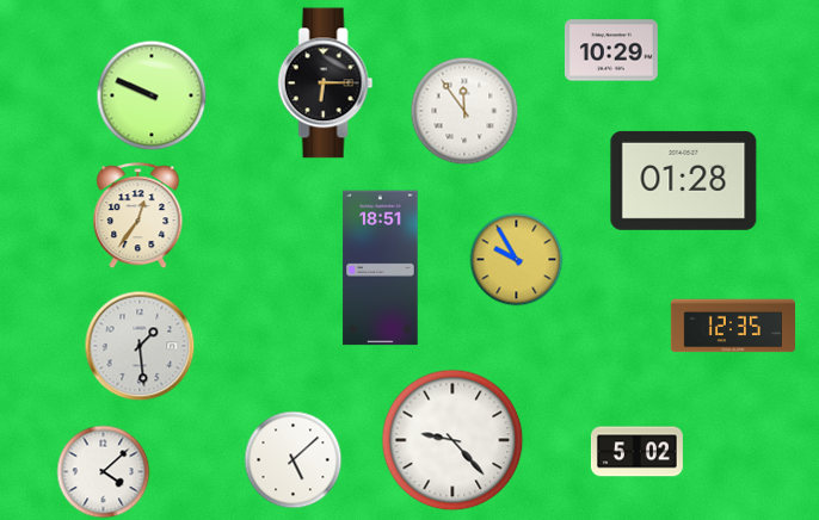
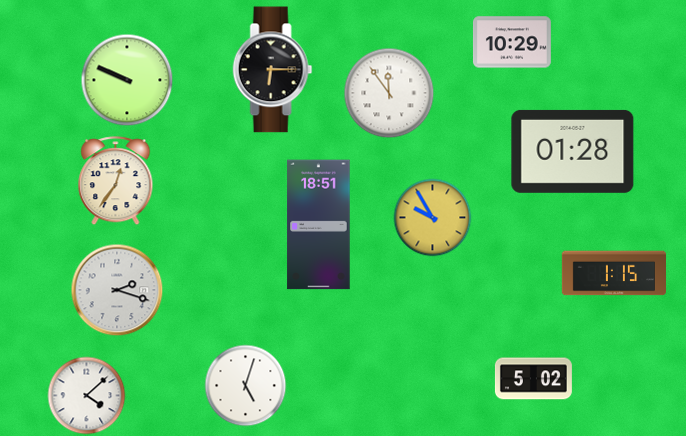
clock at (732, 326): 12:35 -> 1:15
clock at (140, 346): 1:29 -> 2:18
clock at (452, 440): 9:23 -> none
clock at (294, 460): 5:08 -> 5:03
